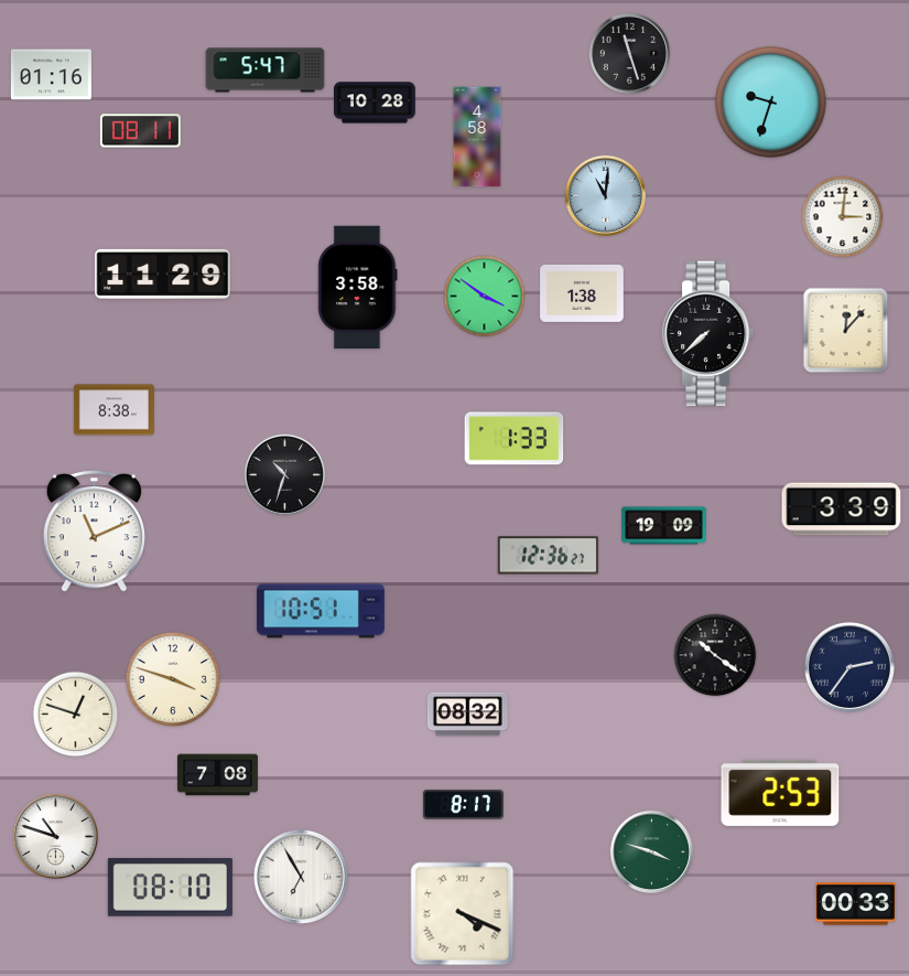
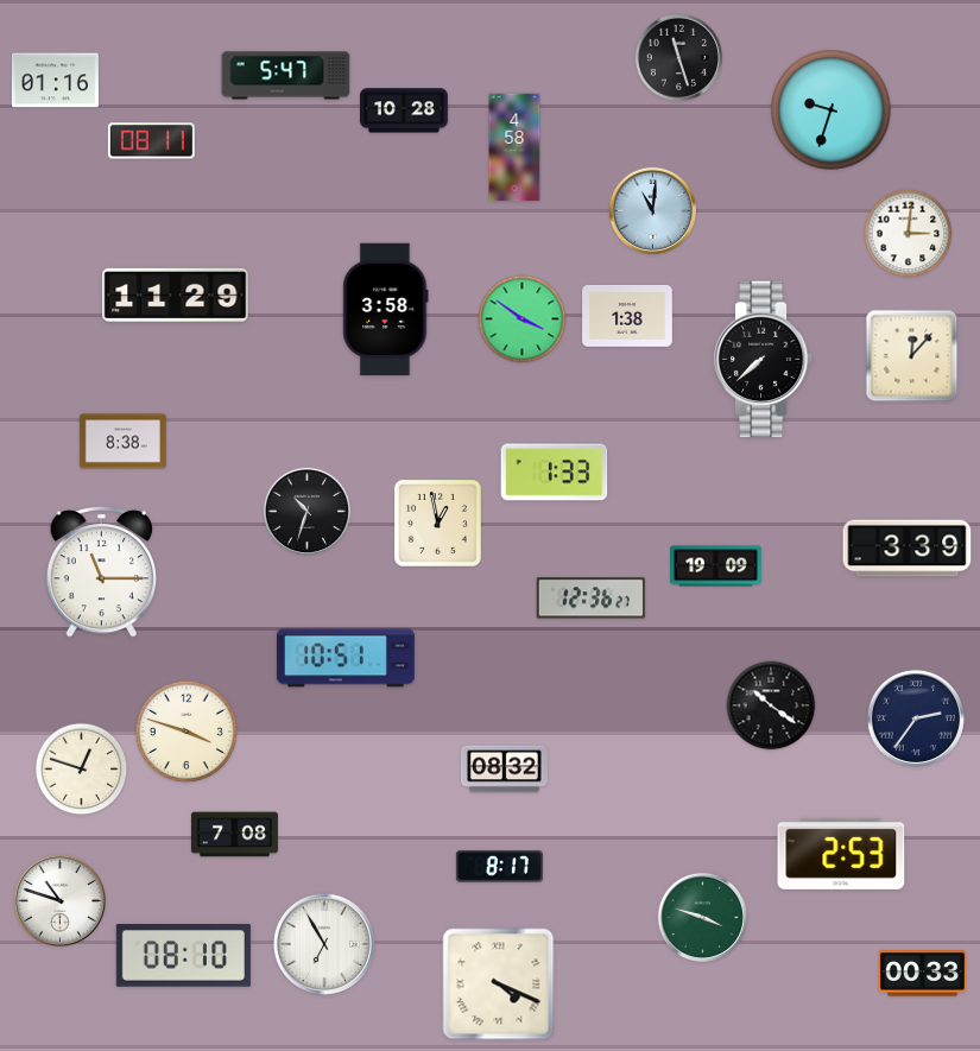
clock at (437, 523): none -> 12:58
clock at (95, 530): 11:11 -> 11:15
